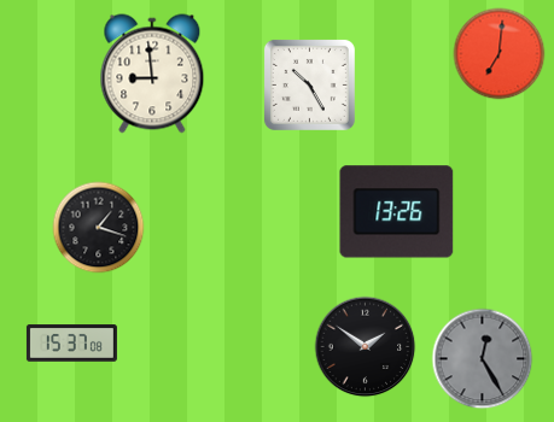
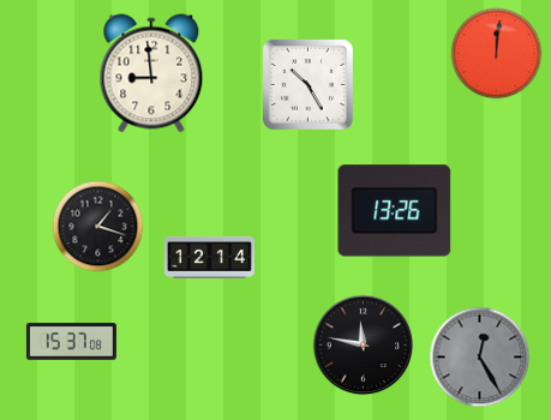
clock at (500, 54): 7:01 -> 12:01
clock at (209, 257): none -> 12:14
clock at (366, 347): 1:51 -> 11:47
